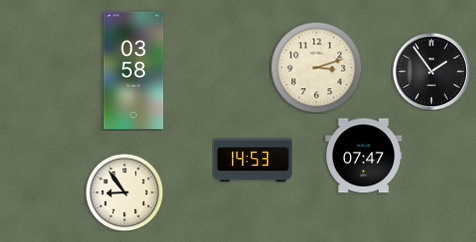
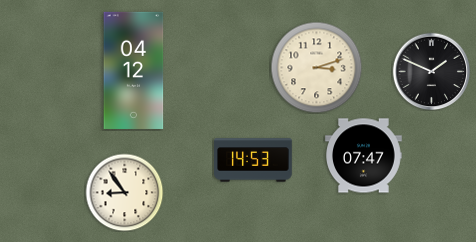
clock at (134, 70): 03:58 -> 04:12
clock at (431, 71): 1:54 -> 1:49
